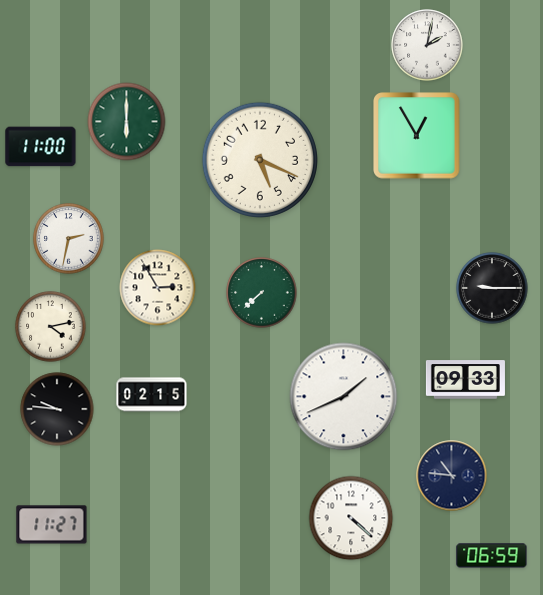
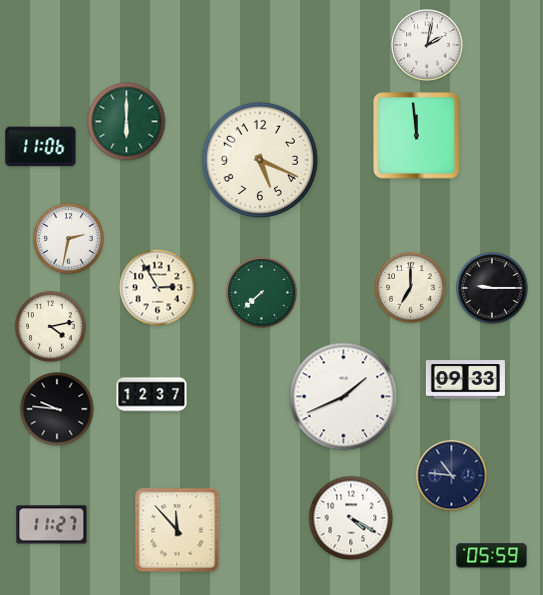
clock at (417, 136): 12:55 -> 11:59
clock at (41, 147): 11:00 -> 11:06
clock at (411, 288): none -> 7:00
clock at (152, 395): 02:15 -> 12:37
clock at (351, 518): 4:22 -> 4:20
clock at (177, 530): none -> 11:53
clock at (492, 556): 06:59 -> 05:59
